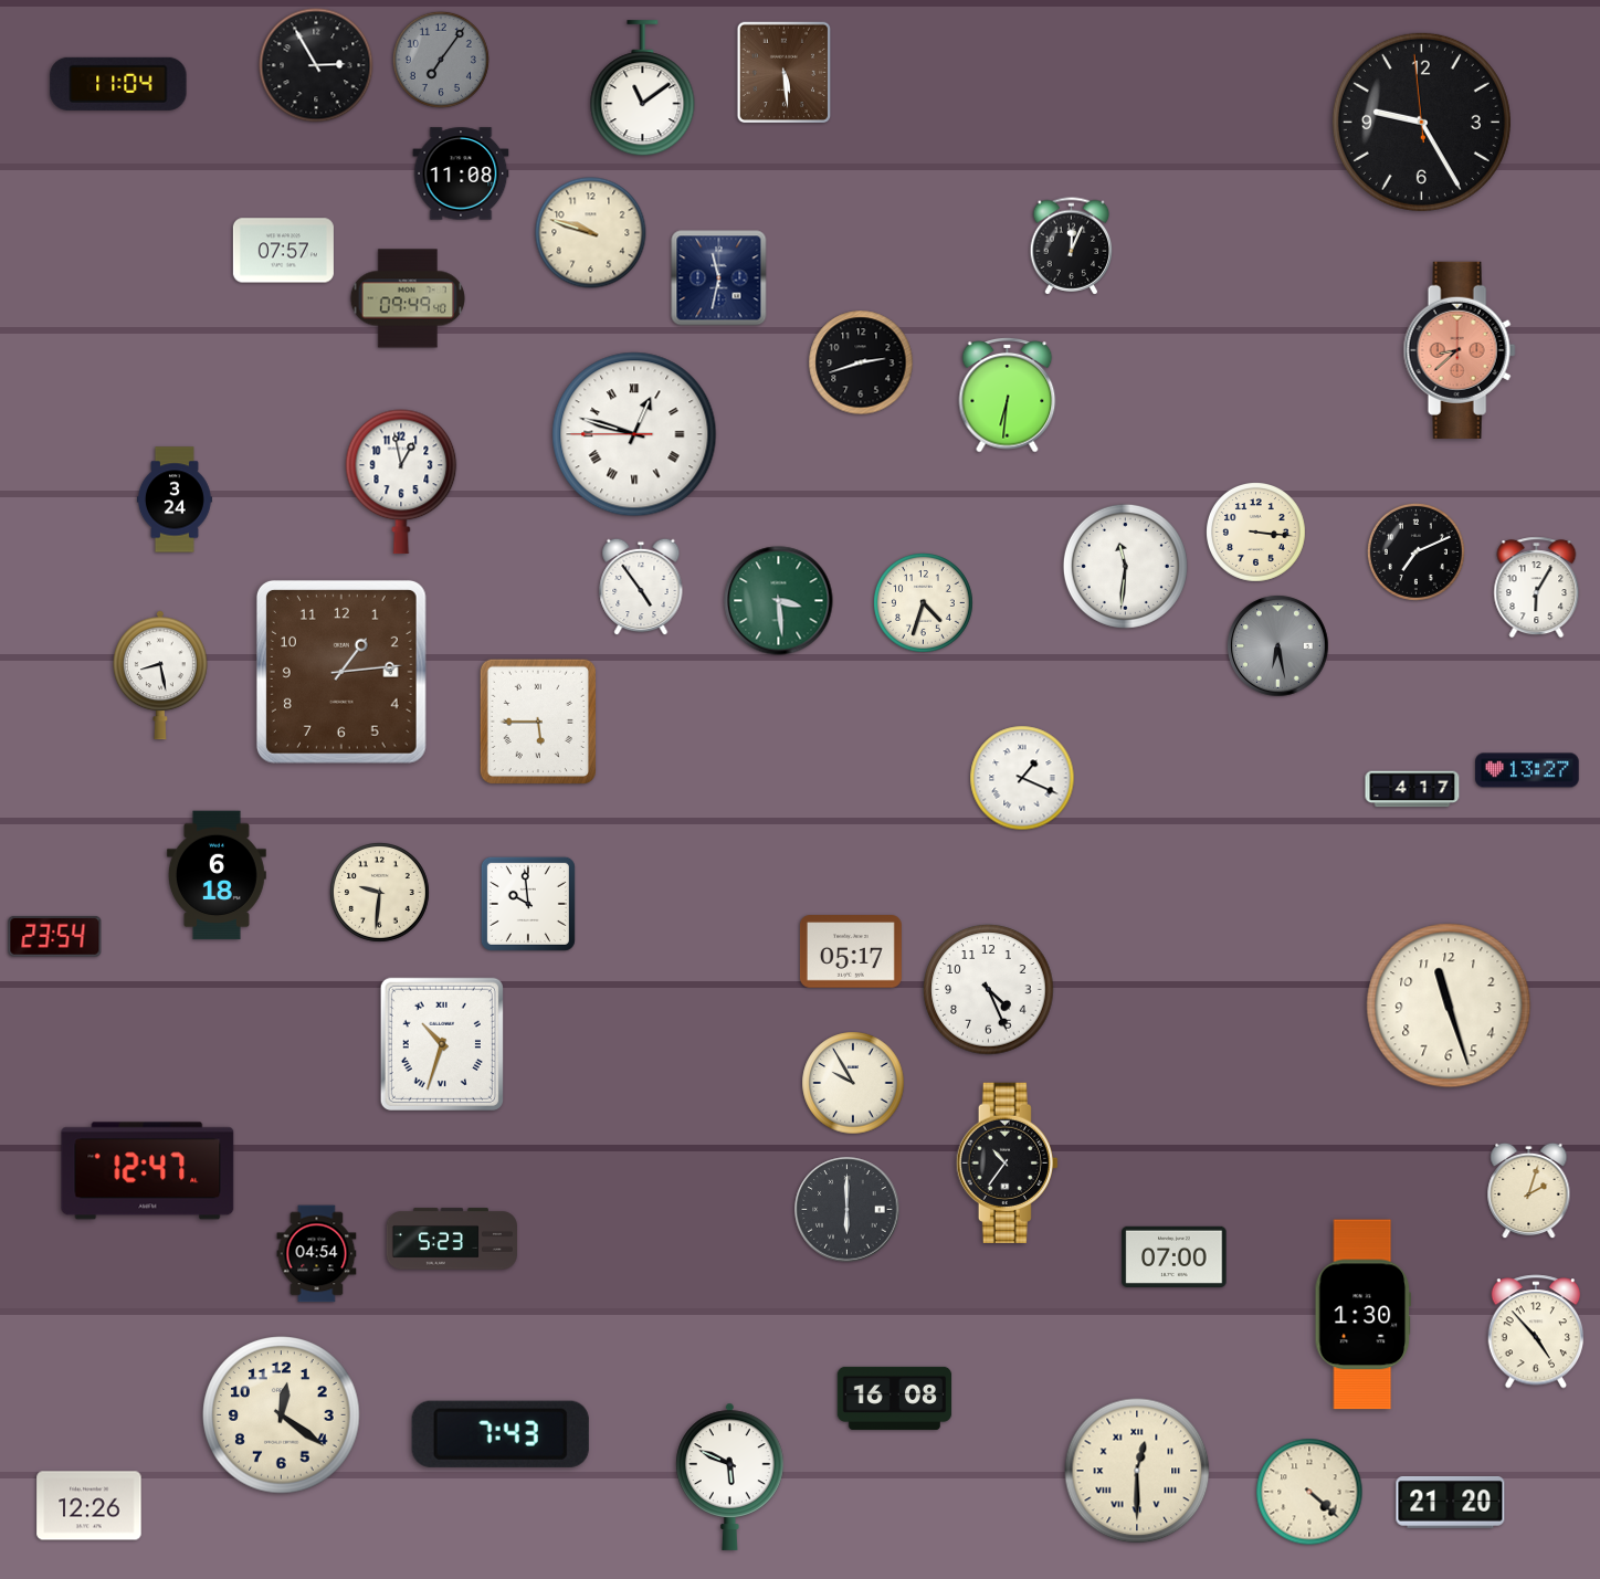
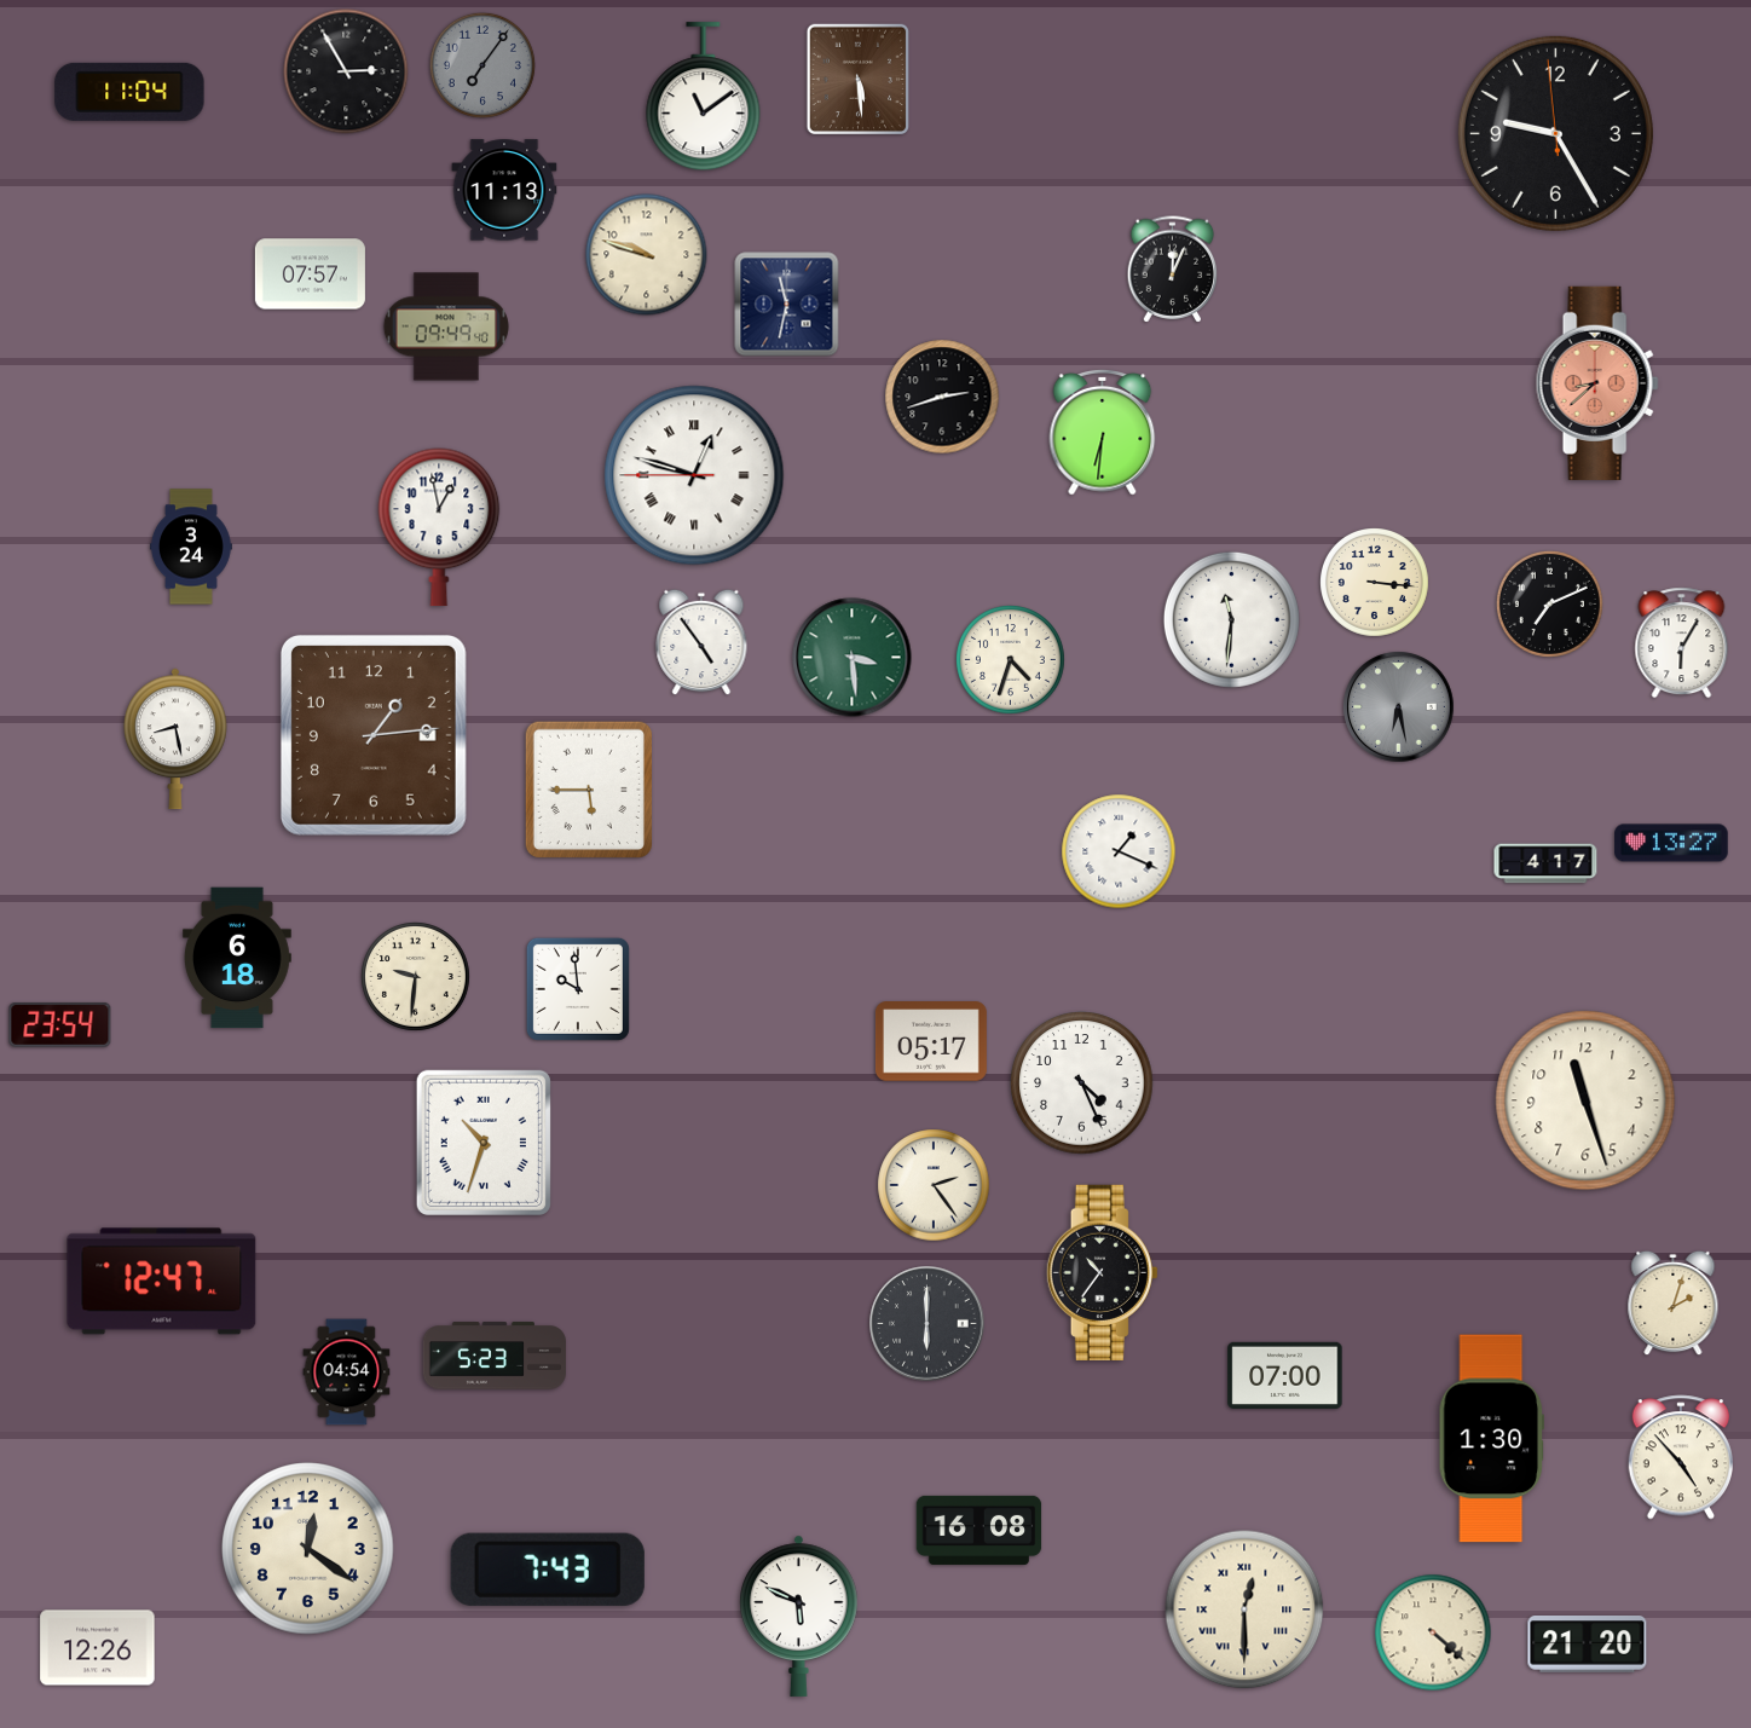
clock at (461, 173): 11:08 -> 11:13
clock at (853, 1083): 9:55 -> 2:24
